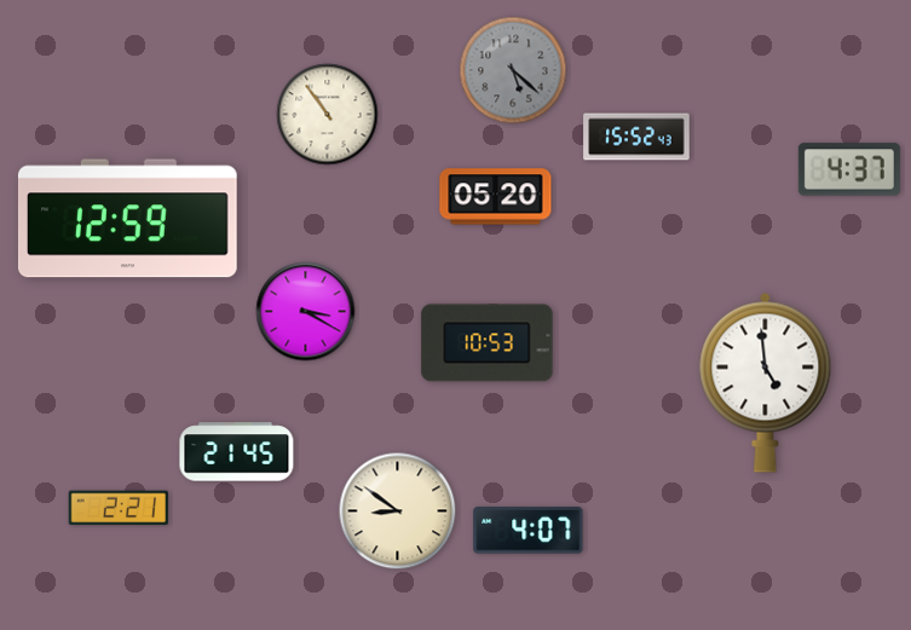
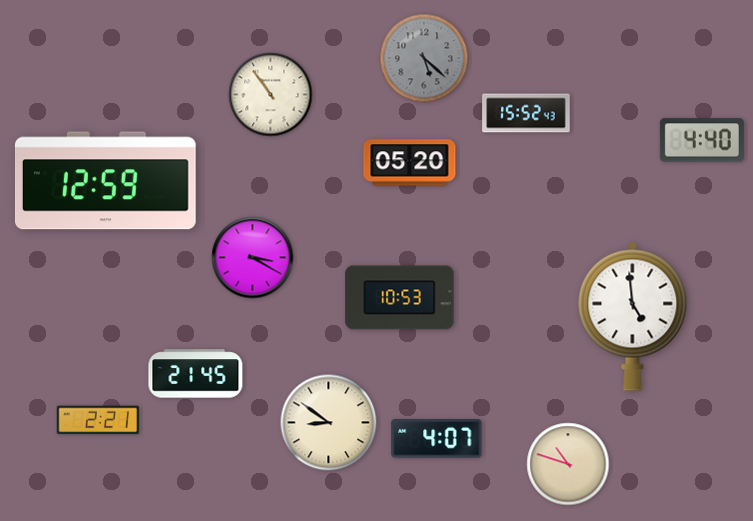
clock at (849, 169): 4:37 -> 4:40
clock at (488, 343) position: (488, 343) -> (400, 298)
clock at (568, 464): none -> 10:48
